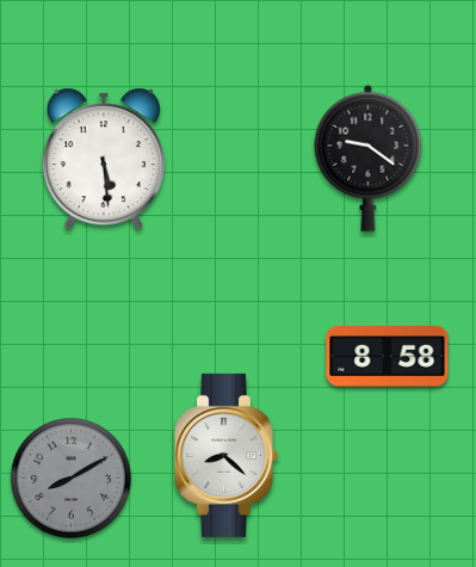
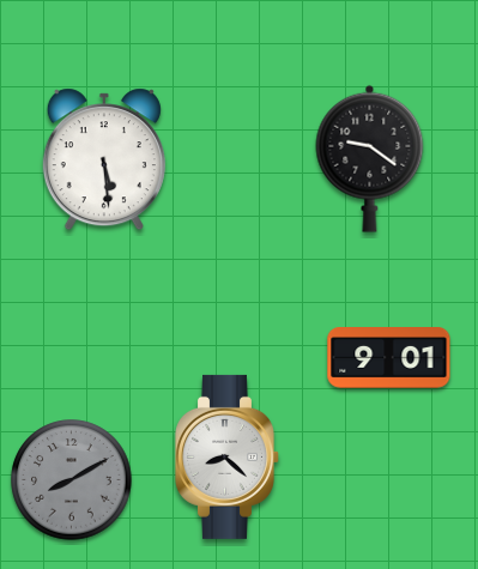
clock at (388, 357): 8:58 -> 9:01
